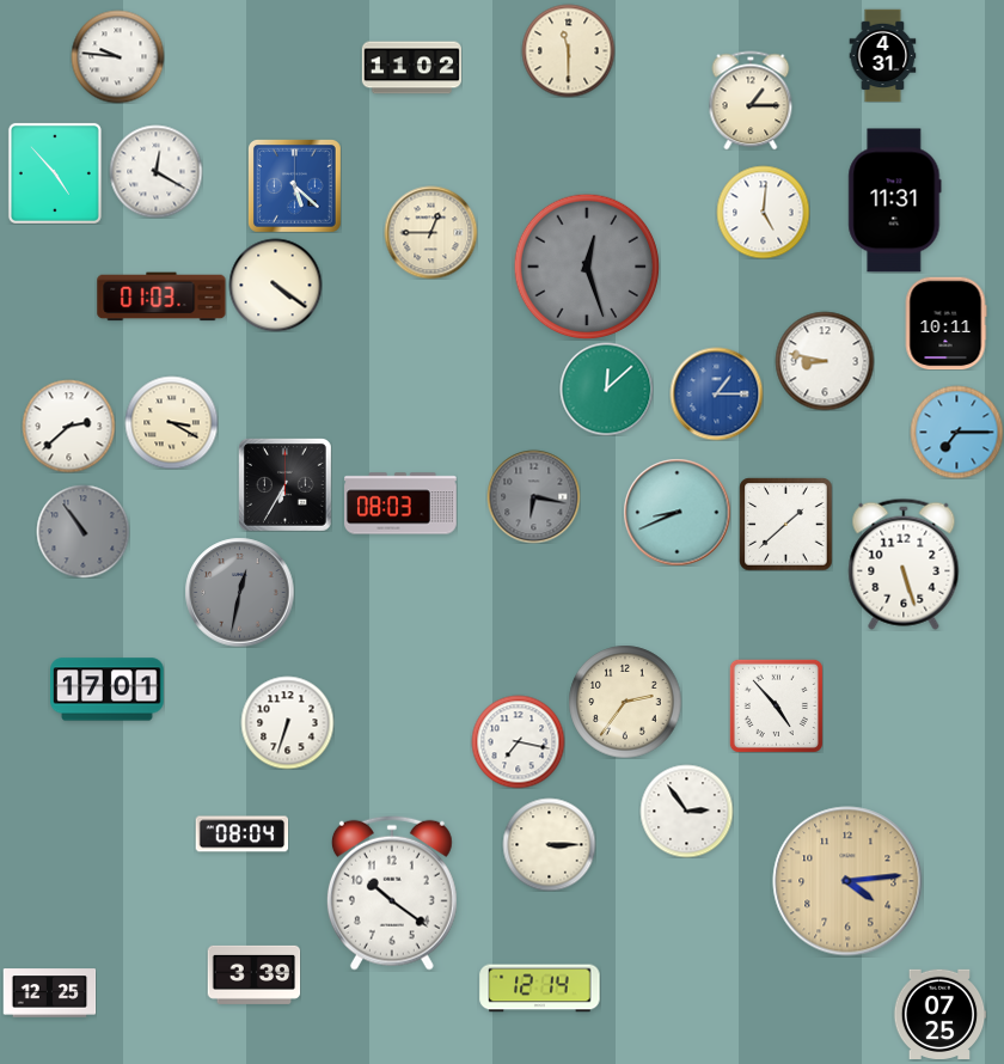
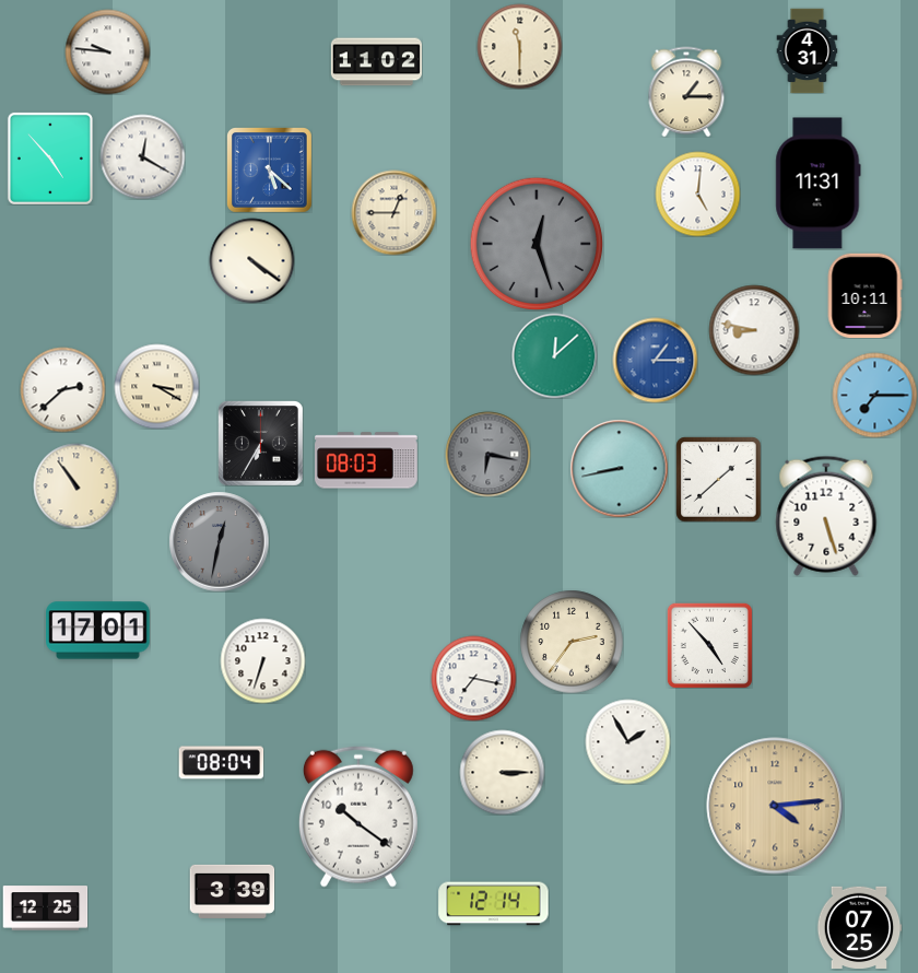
clock at (161, 296): 01:03 -> none
clock at (677, 512): 8:41 -> 8:43
clock at (82, 531) dial: grey -> cream
clock at (686, 811): 2:54 -> 1:55
